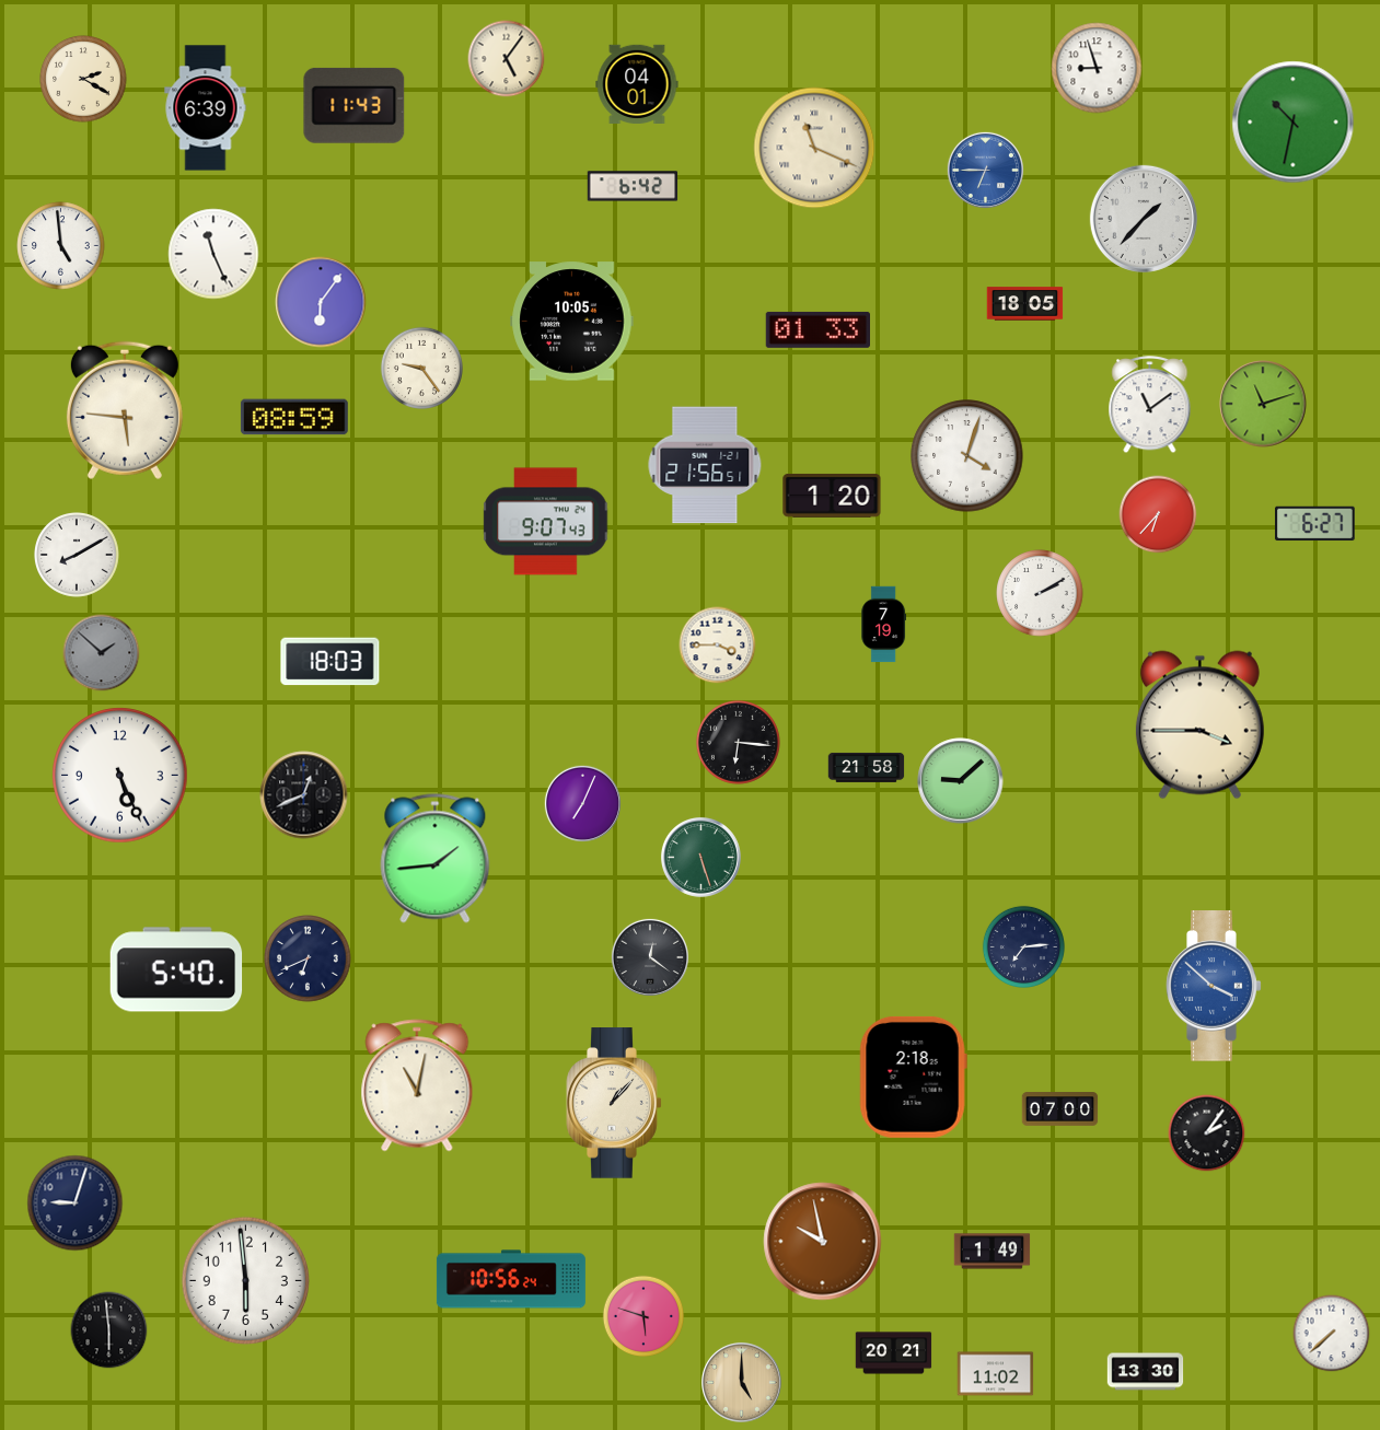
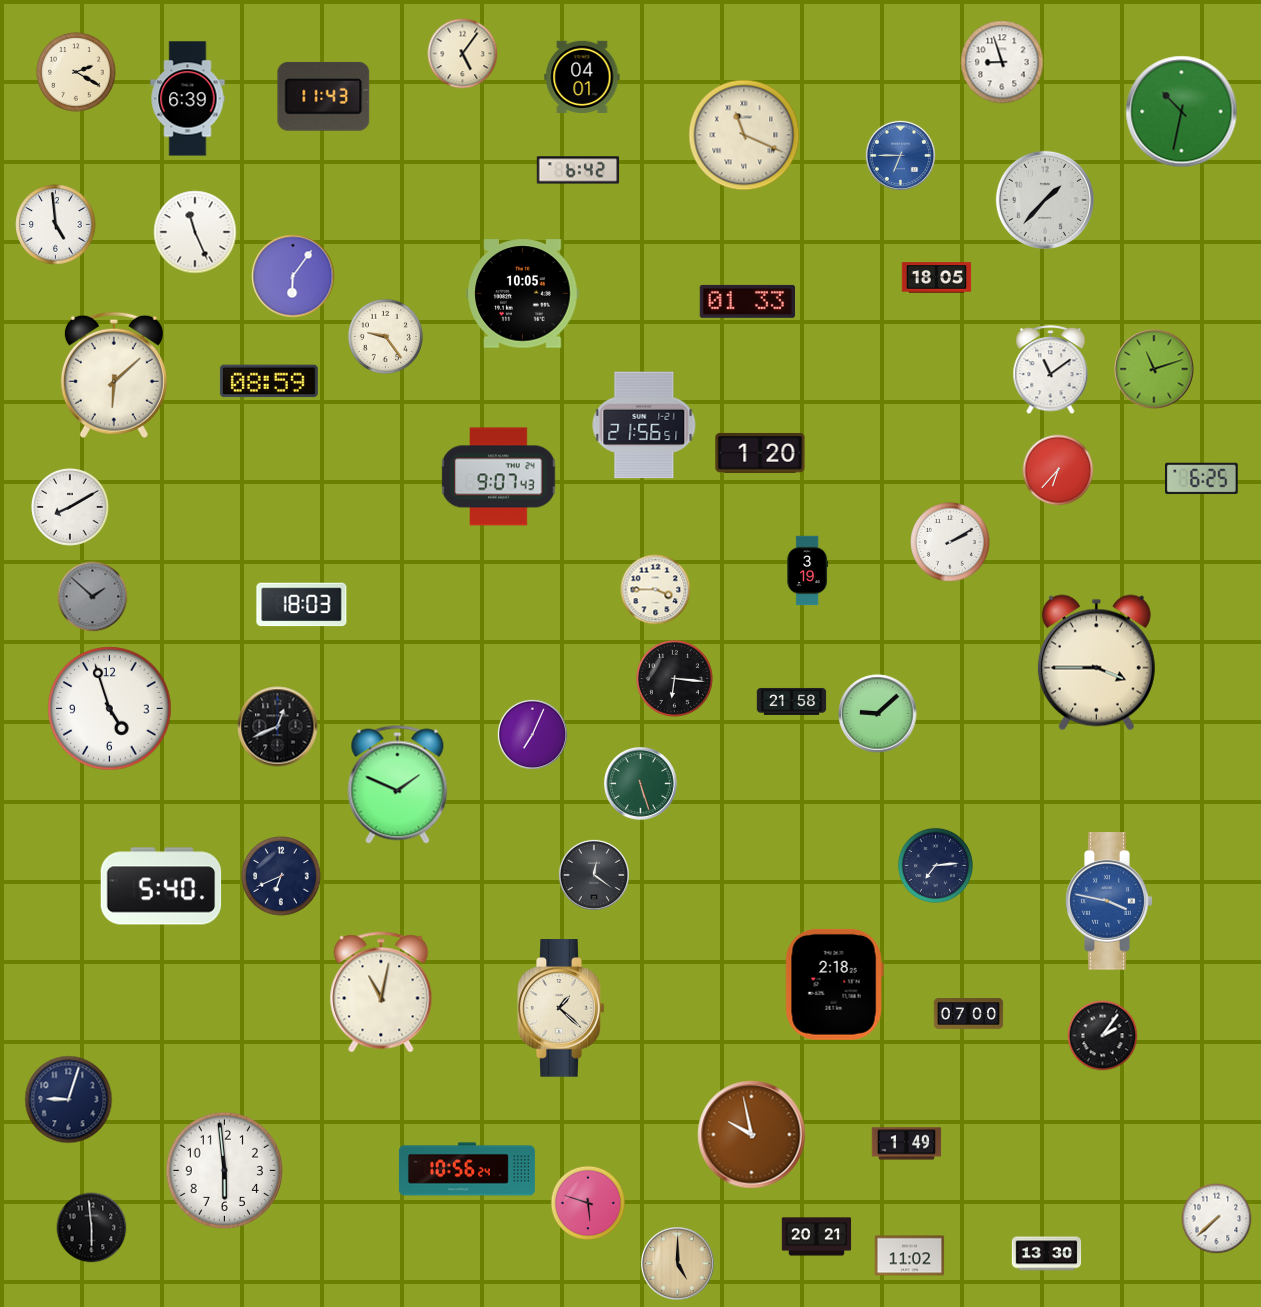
clock at (125, 410): 5:46 -> 6:08
clock at (967, 456): 4:03 -> none
clock at (1315, 524): 6:27 -> 6:25
clock at (883, 625): 7:19 -> 3:19
clock at (120, 776): 5:26 -> 4:57
clock at (436, 859): 1:44 -> 1:49
clock at (1214, 986): 3:52 -> 3:47
clock at (614, 1103): 1:07 -> 1:22
clock at (109, 1330) position: (109, 1330) -> (92, 1228)
